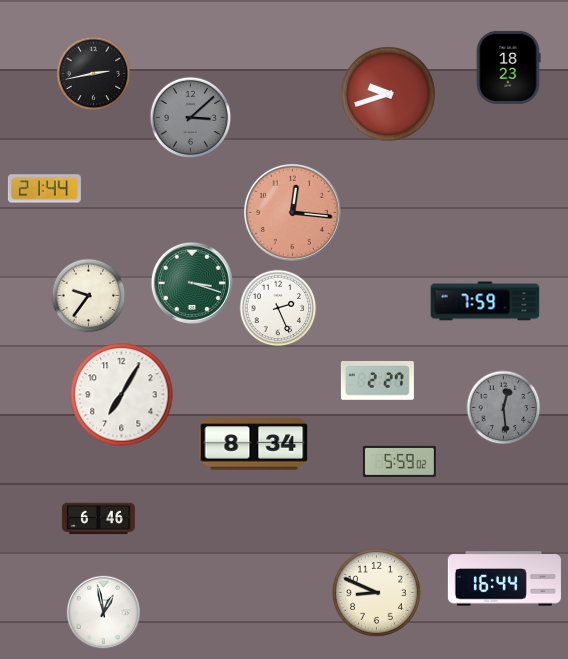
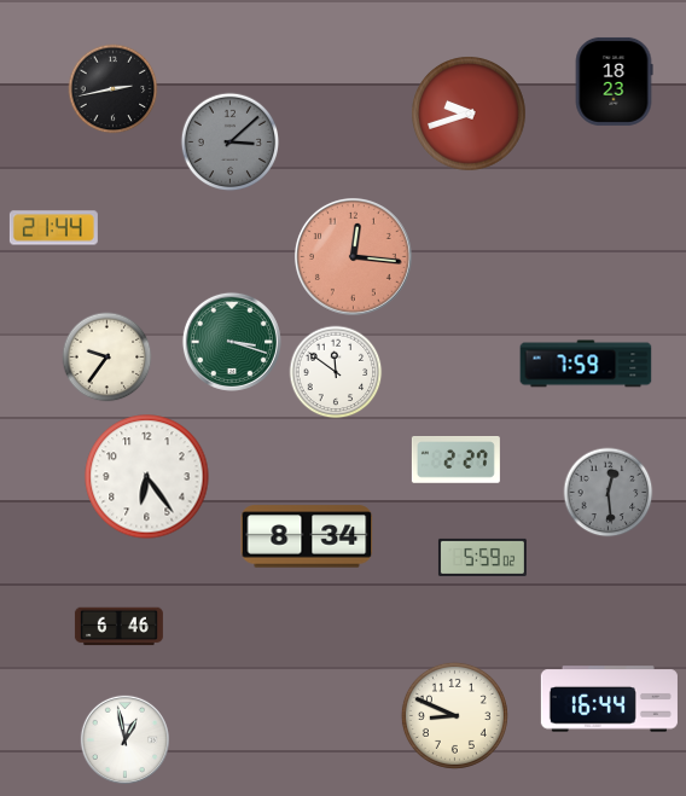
clock at (278, 308): 2:26 -> 11:51
clock at (122, 395): 7:05 -> 6:24
